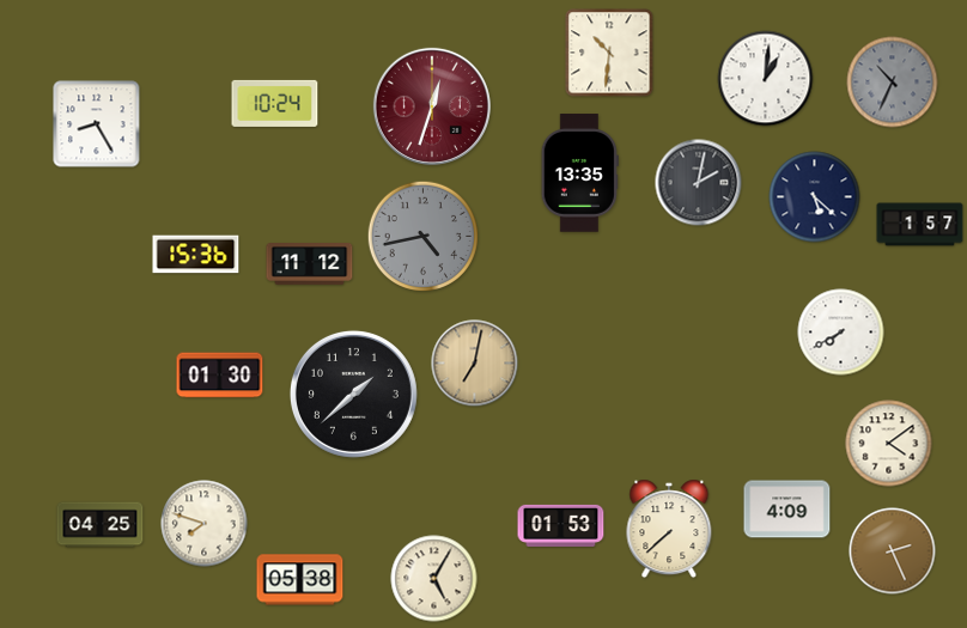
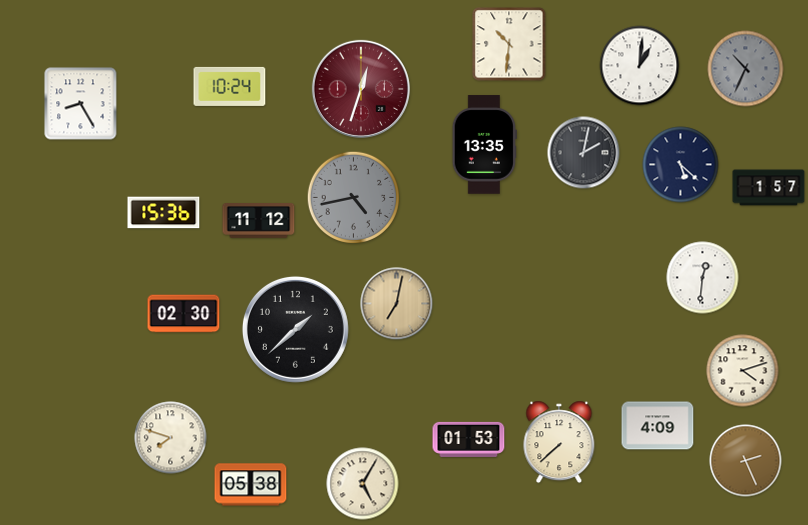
clock at (841, 333): 7:40 -> 12:31
clock at (220, 376): 01:30 -> 02:30
clock at (889, 444): 4:09 -> 4:12
clock at (101, 525): 04:25 -> none
